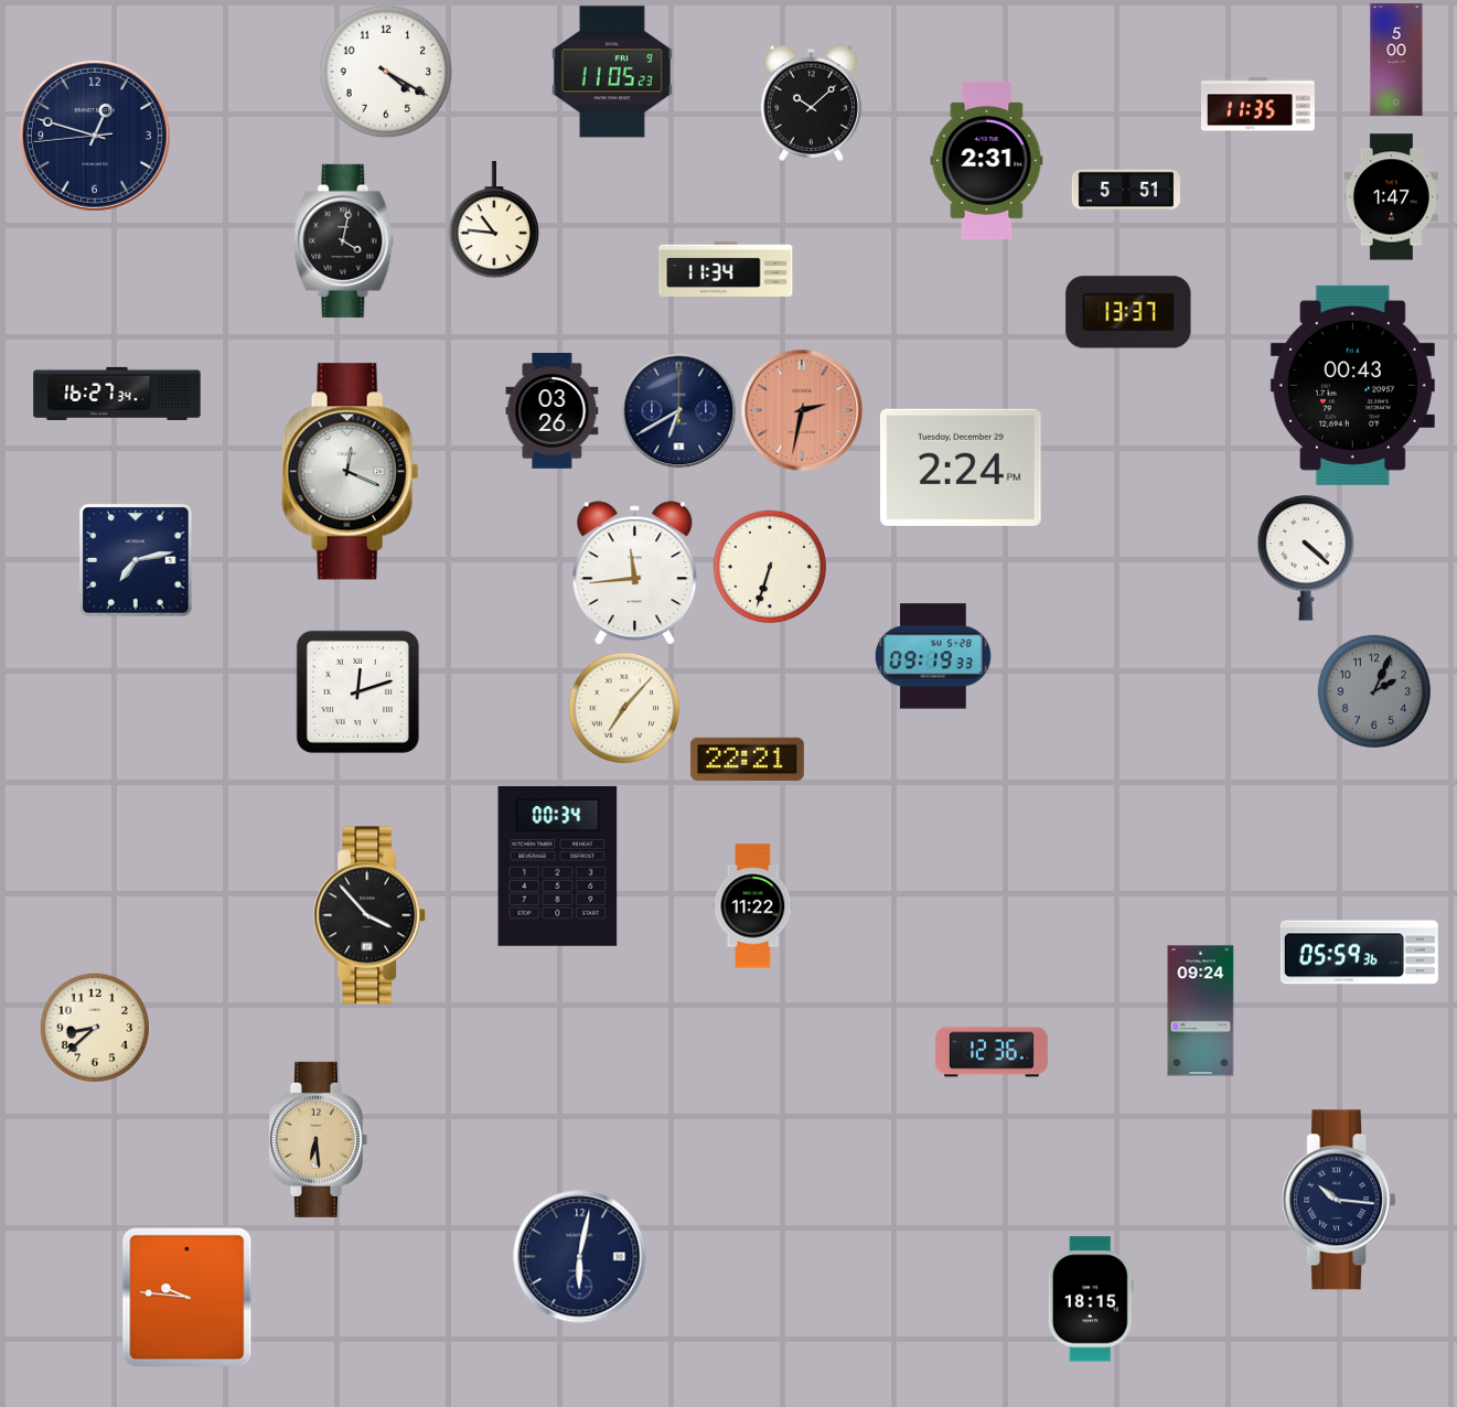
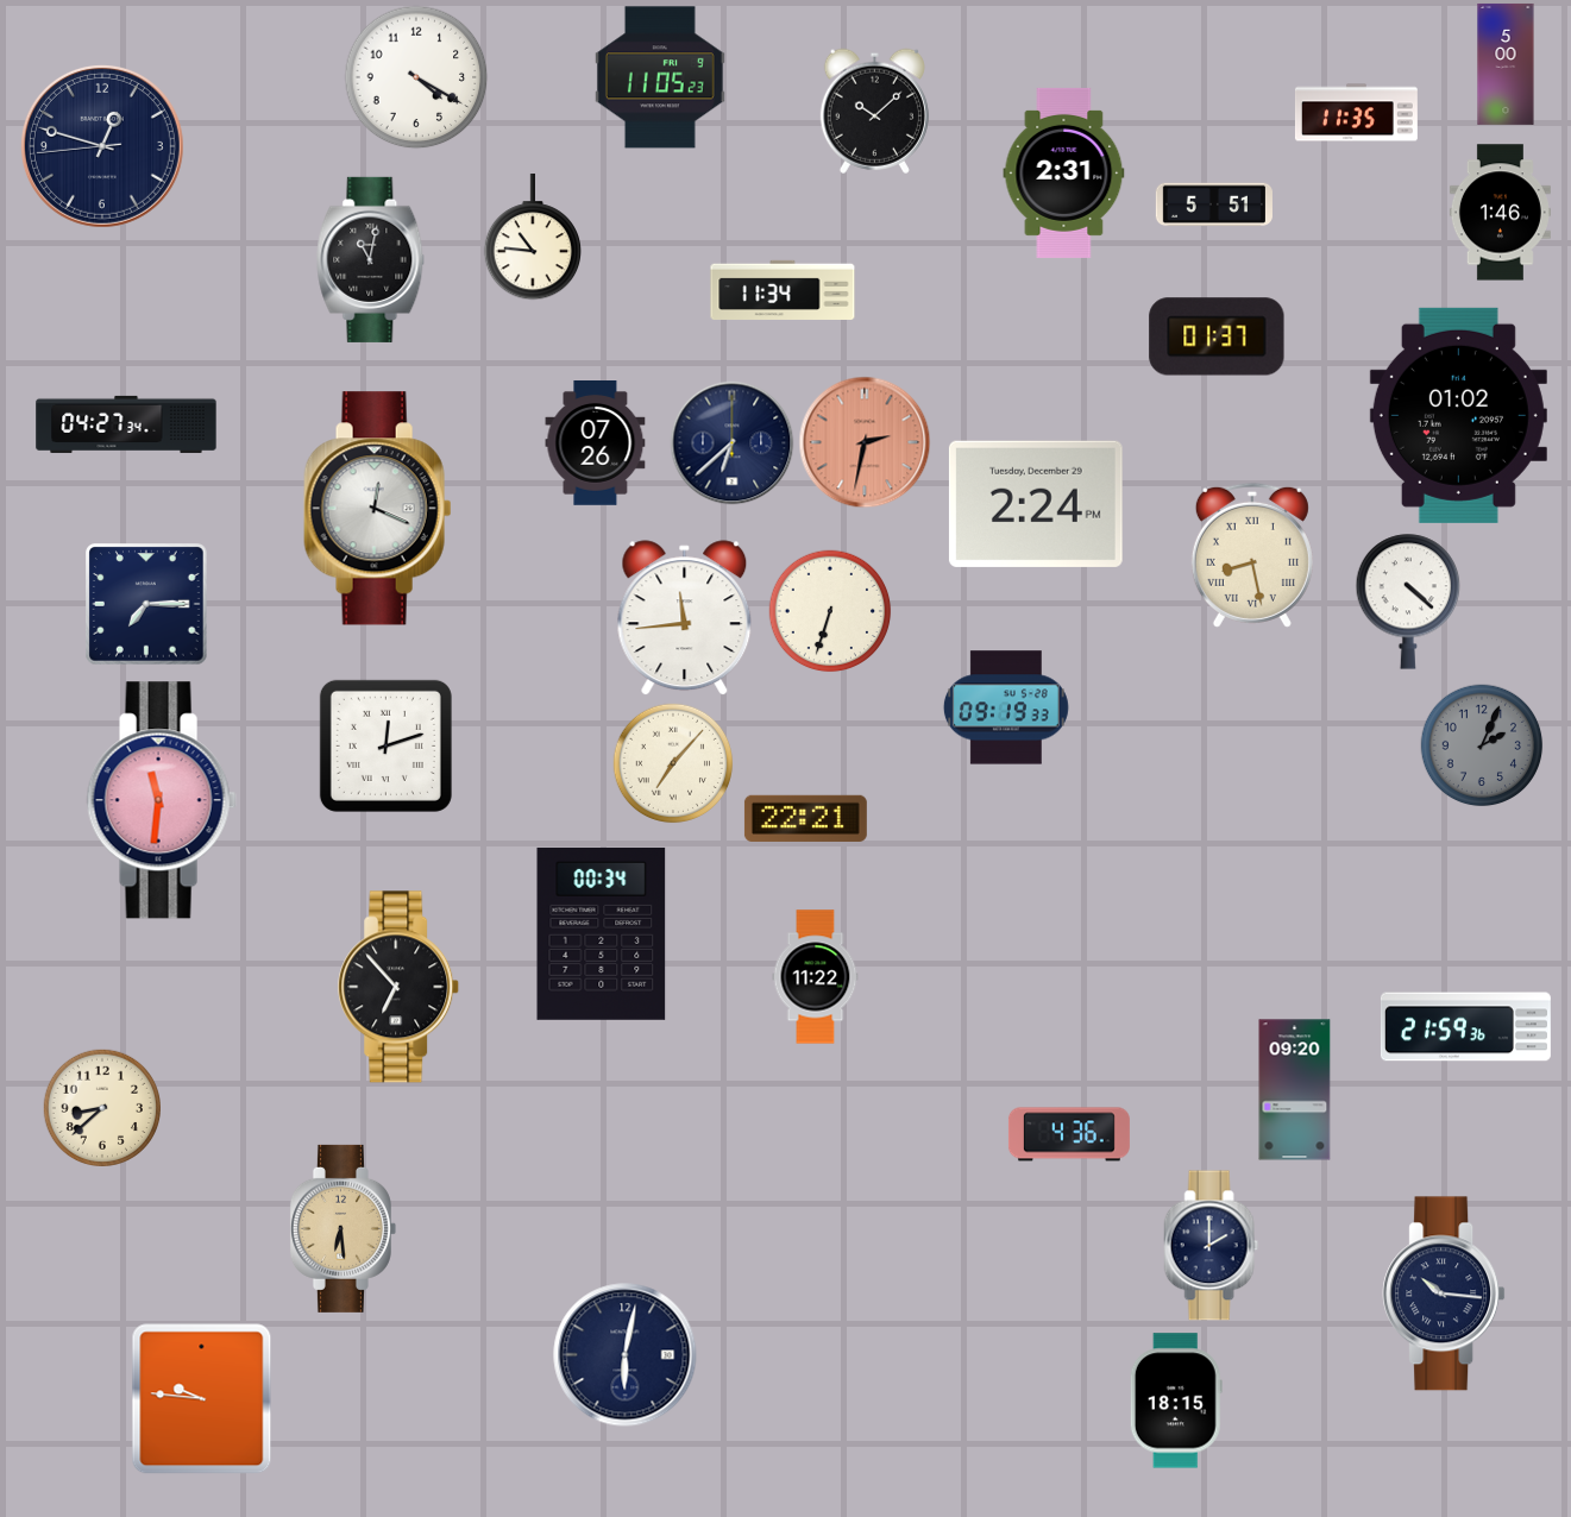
clock at (1391, 197): 1:47 -> 1:46
clock at (344, 240): 4:02 -> 11:02
clock at (1128, 312): 13:37 -> 01:37
clock at (1352, 385): 00:43 -> 01:02
clock at (117, 394): 16:27 -> 04:27
clock at (553, 411): 03:26 -> 07:26
clock at (679, 411): 6:40 -> 6:38
clock at (1252, 555): none -> 8:28
clock at (136, 560): 7:13 -> 7:15
clock at (162, 800): none -> 11:31
clock at (753, 906) position: (753, 906) -> (816, 977)
clock at (371, 915): 3:53 -> 6:53
clock at (1359, 953): 05:59 -> 21:59
clock at (1201, 1011): 09:24 -> 09:20
clock at (992, 1052): 12:36 -> 4:36
clock at (1212, 1246): none -> 2:00
